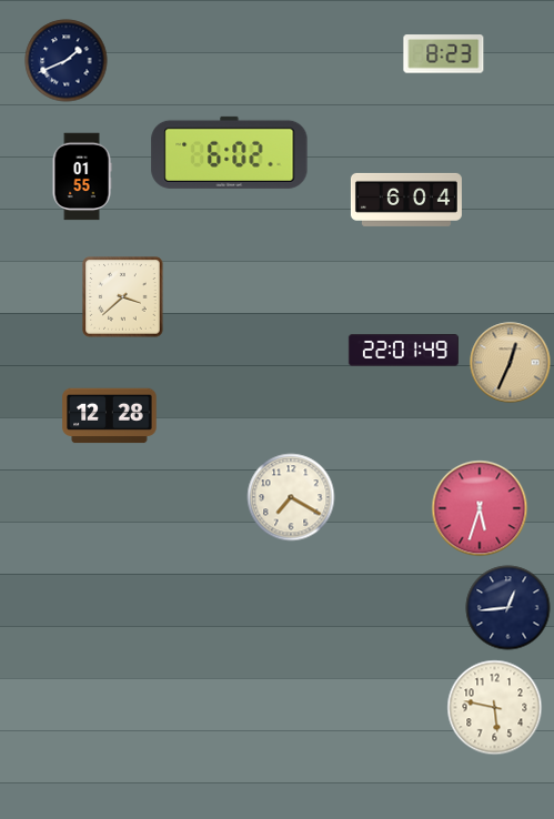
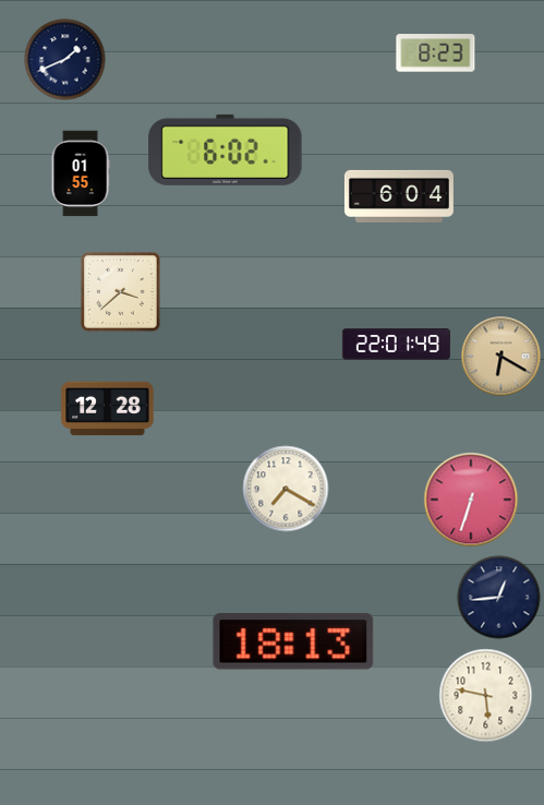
clock at (511, 363): 12:34 -> 6:20
clock at (480, 508): 5:33 -> 6:33
clock at (293, 641): none -> 18:13
